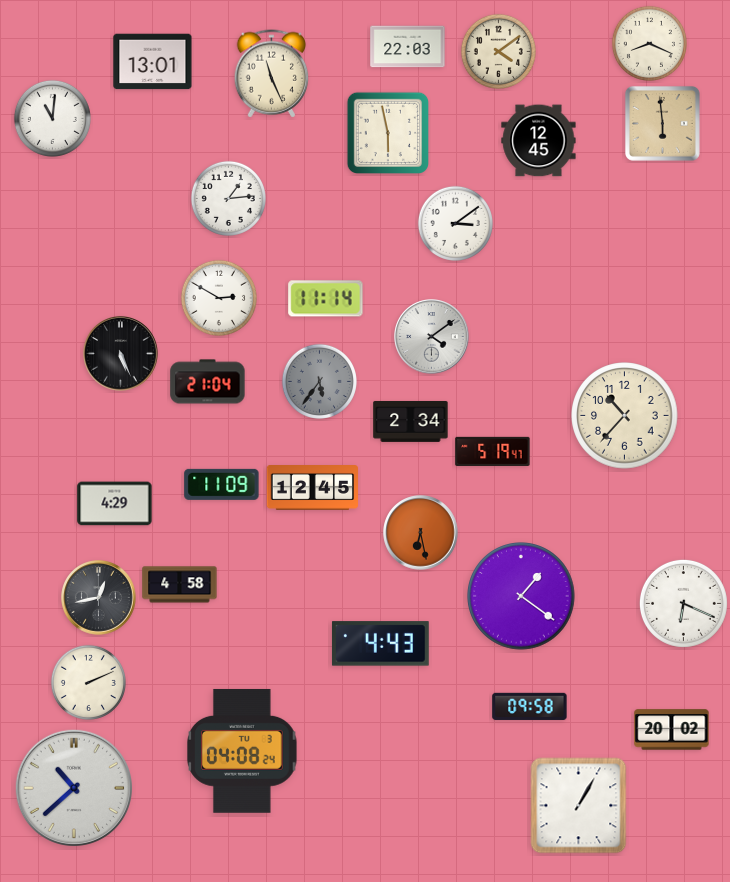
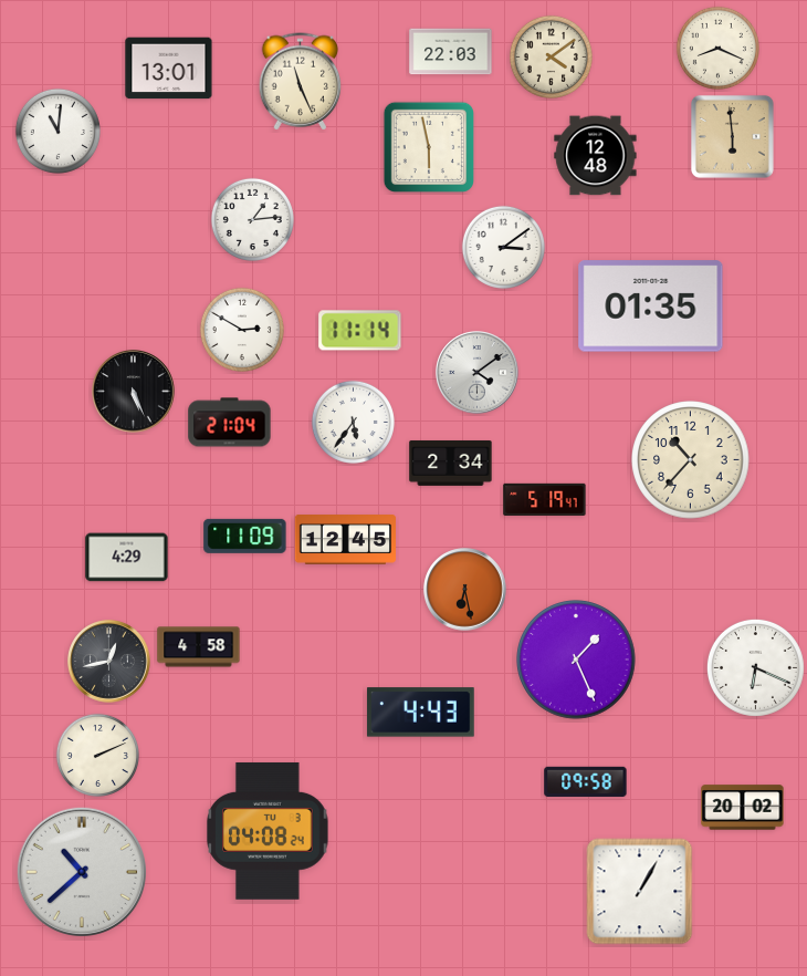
clock at (539, 141): 12:45 -> 12:48
clock at (651, 307): none -> 01:35
clock at (319, 381) dial: grey -> white
clock at (411, 421) position: (411, 421) -> (451, 463)
clock at (521, 596): 1:21 -> 1:26
